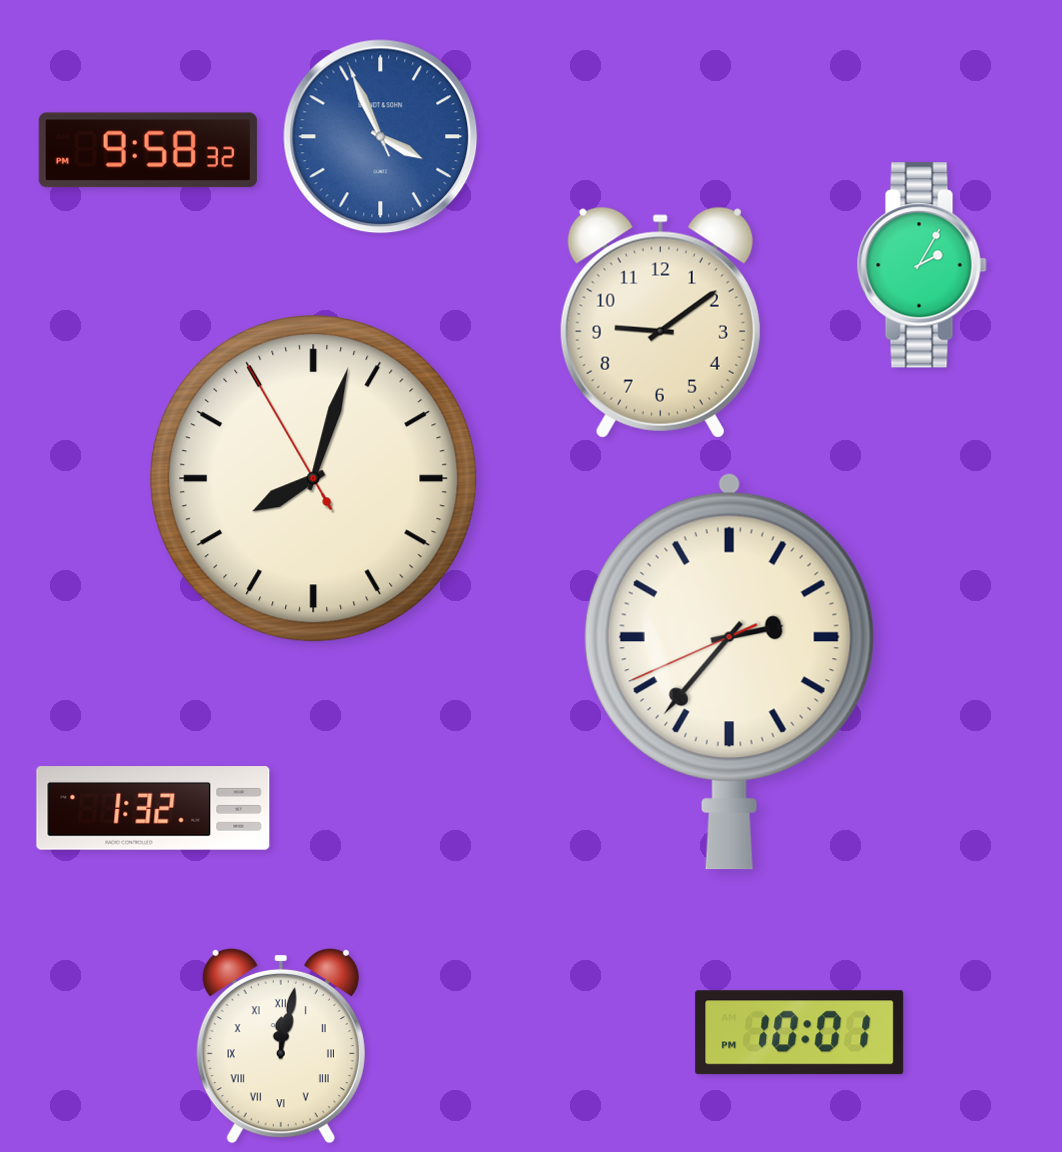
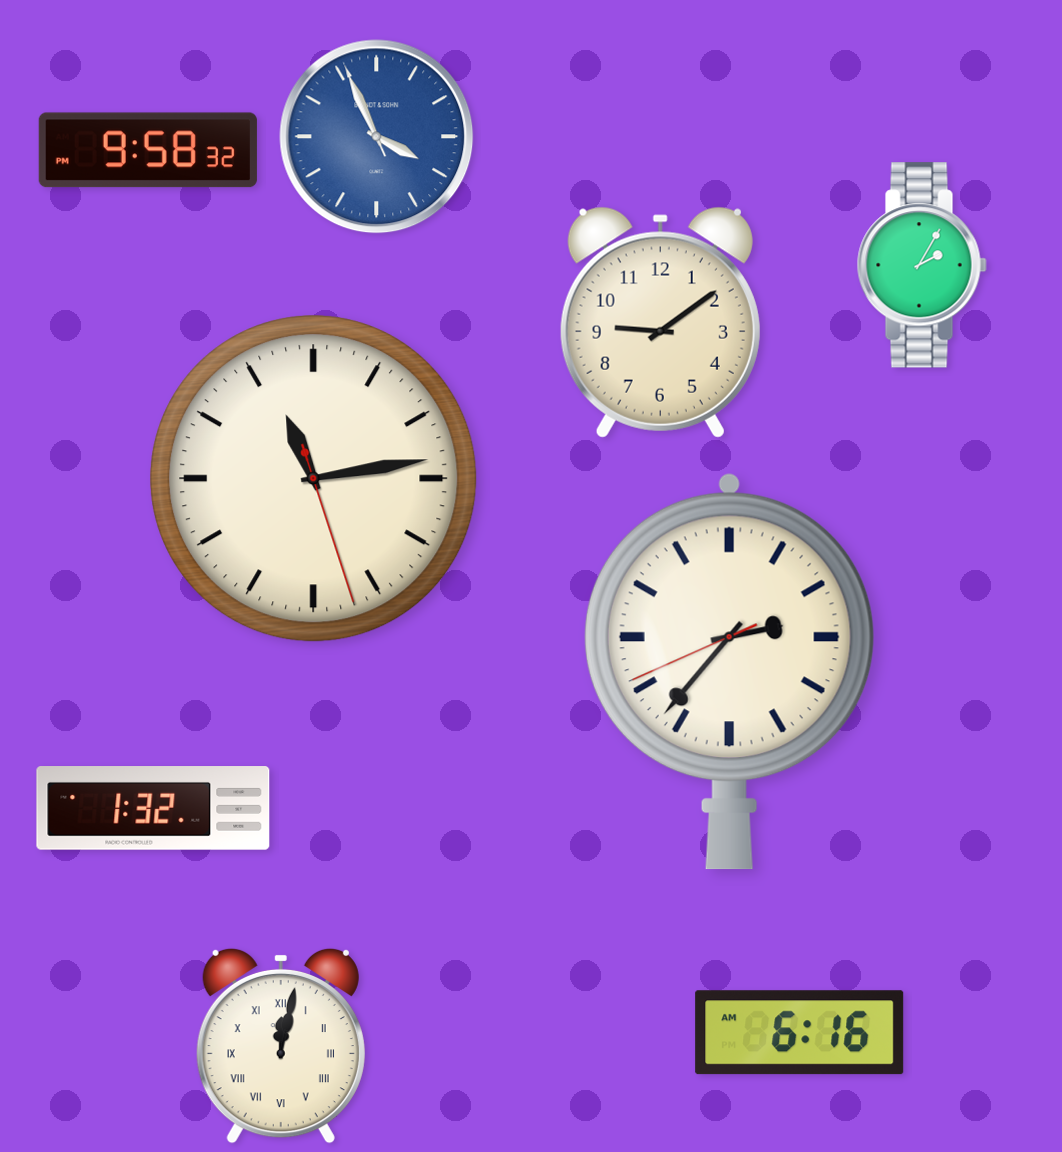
clock at (381, 137) position: (381, 137) -> (377, 137)
clock at (314, 479): 8:02 -> 11:13
clock at (800, 1033): 10:01 -> 6:16
